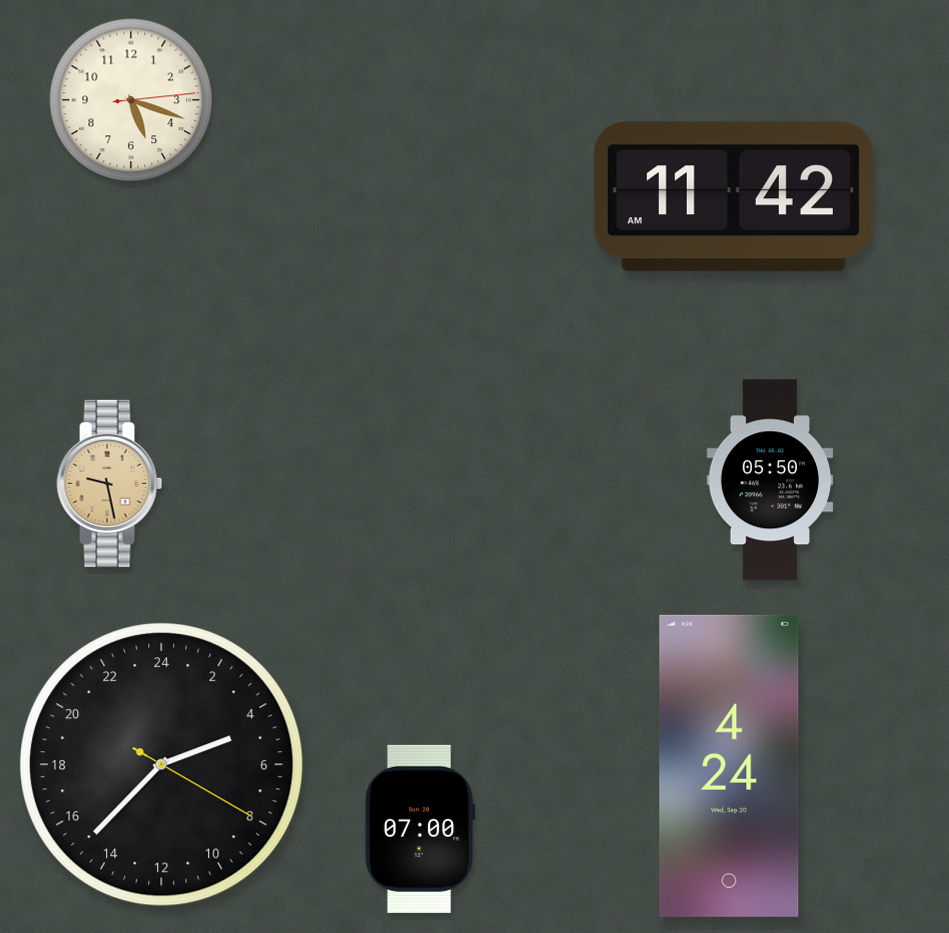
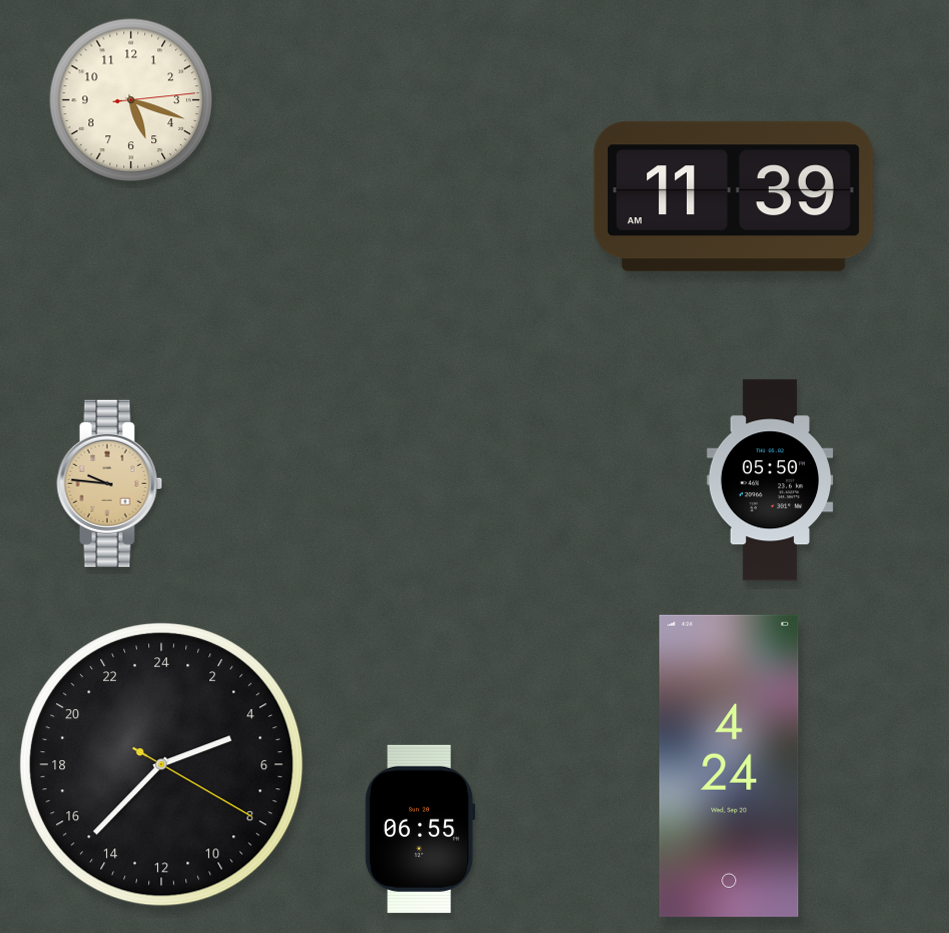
clock at (733, 197): 11:42 -> 11:39
clock at (110, 483): 9:28 -> 9:46
clock at (420, 829): 07:00 -> 06:55
